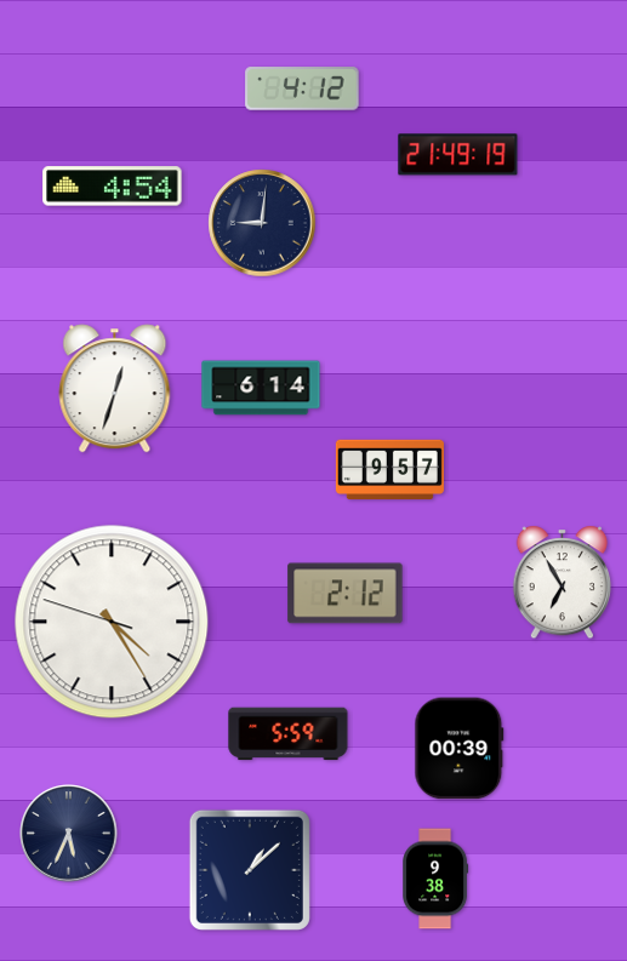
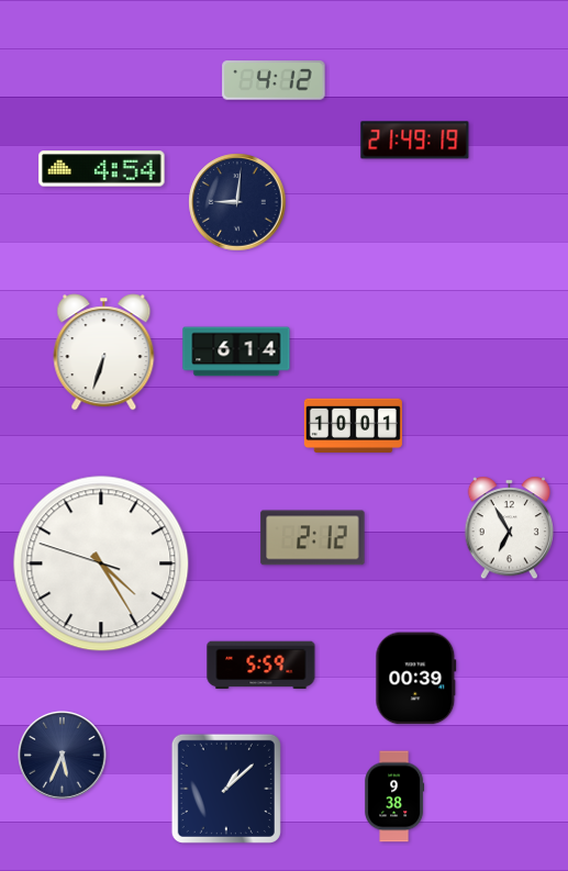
clock at (115, 389): 12:33 -> 6:33
clock at (389, 470): 9:57 -> 10:01
